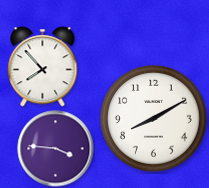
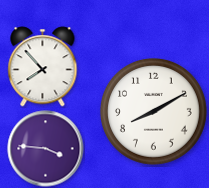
clock at (154, 119) position: (154, 119) -> (154, 112)
clock at (56, 149) position: (56, 149) -> (46, 149)
